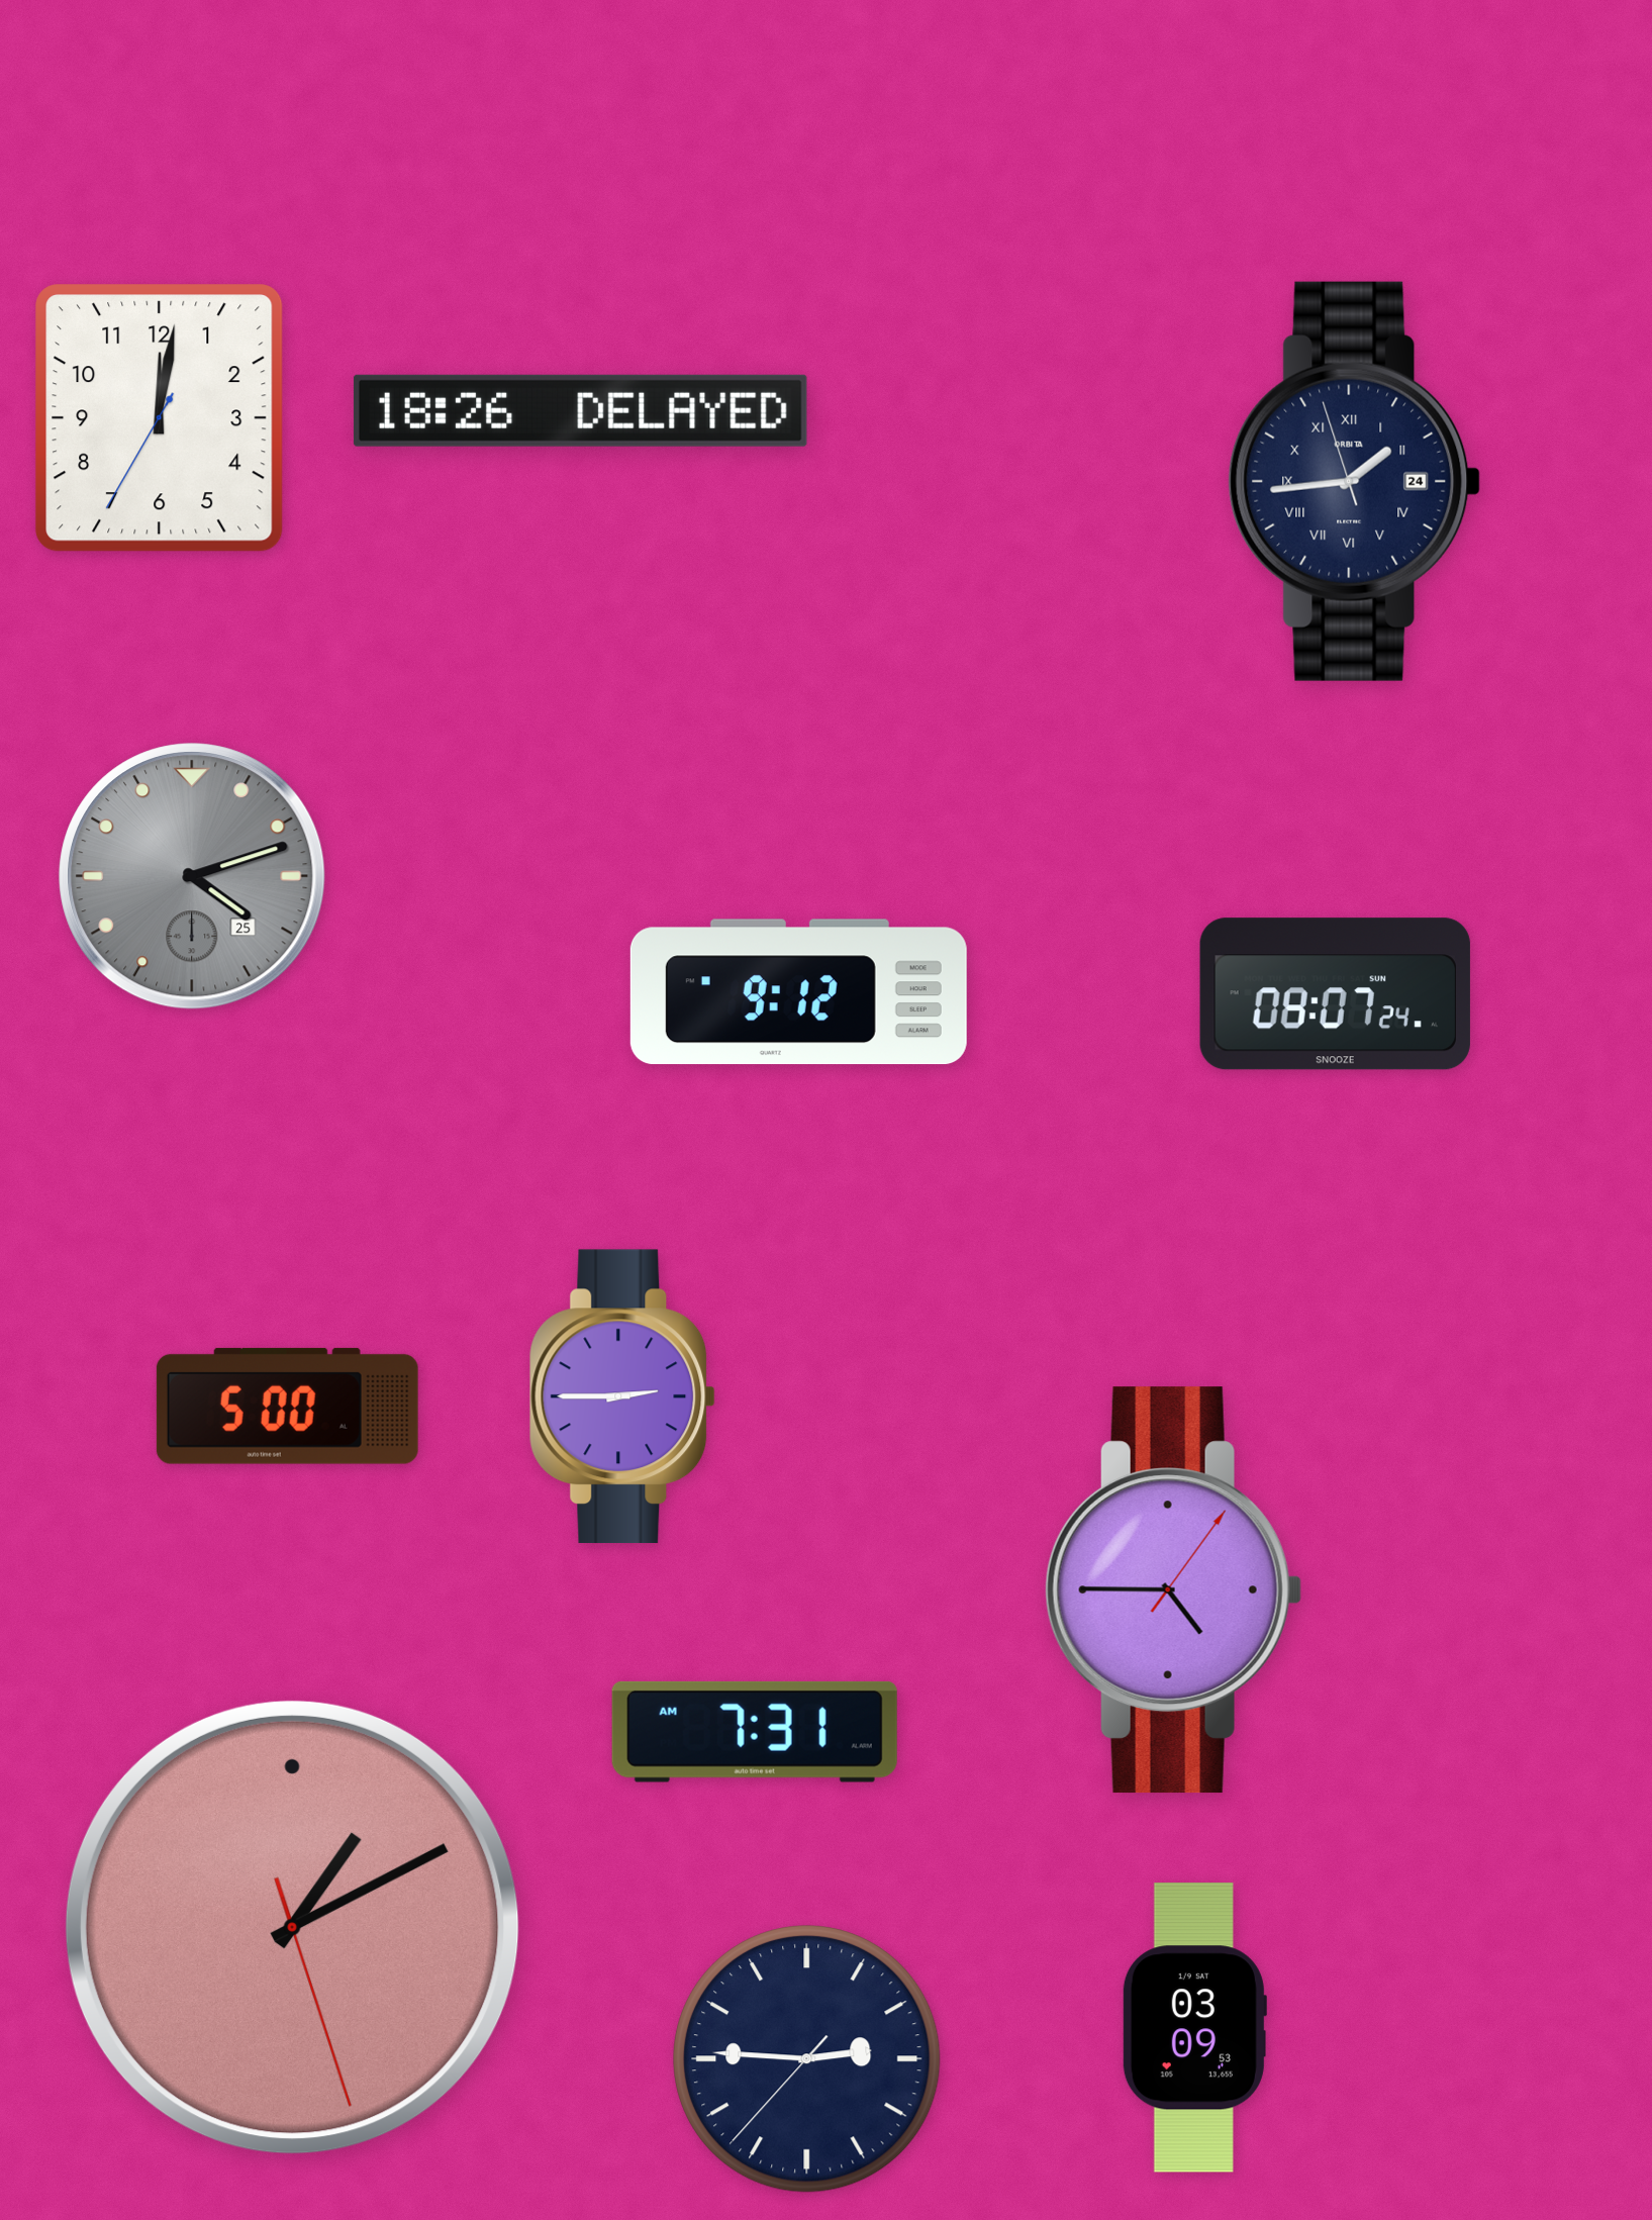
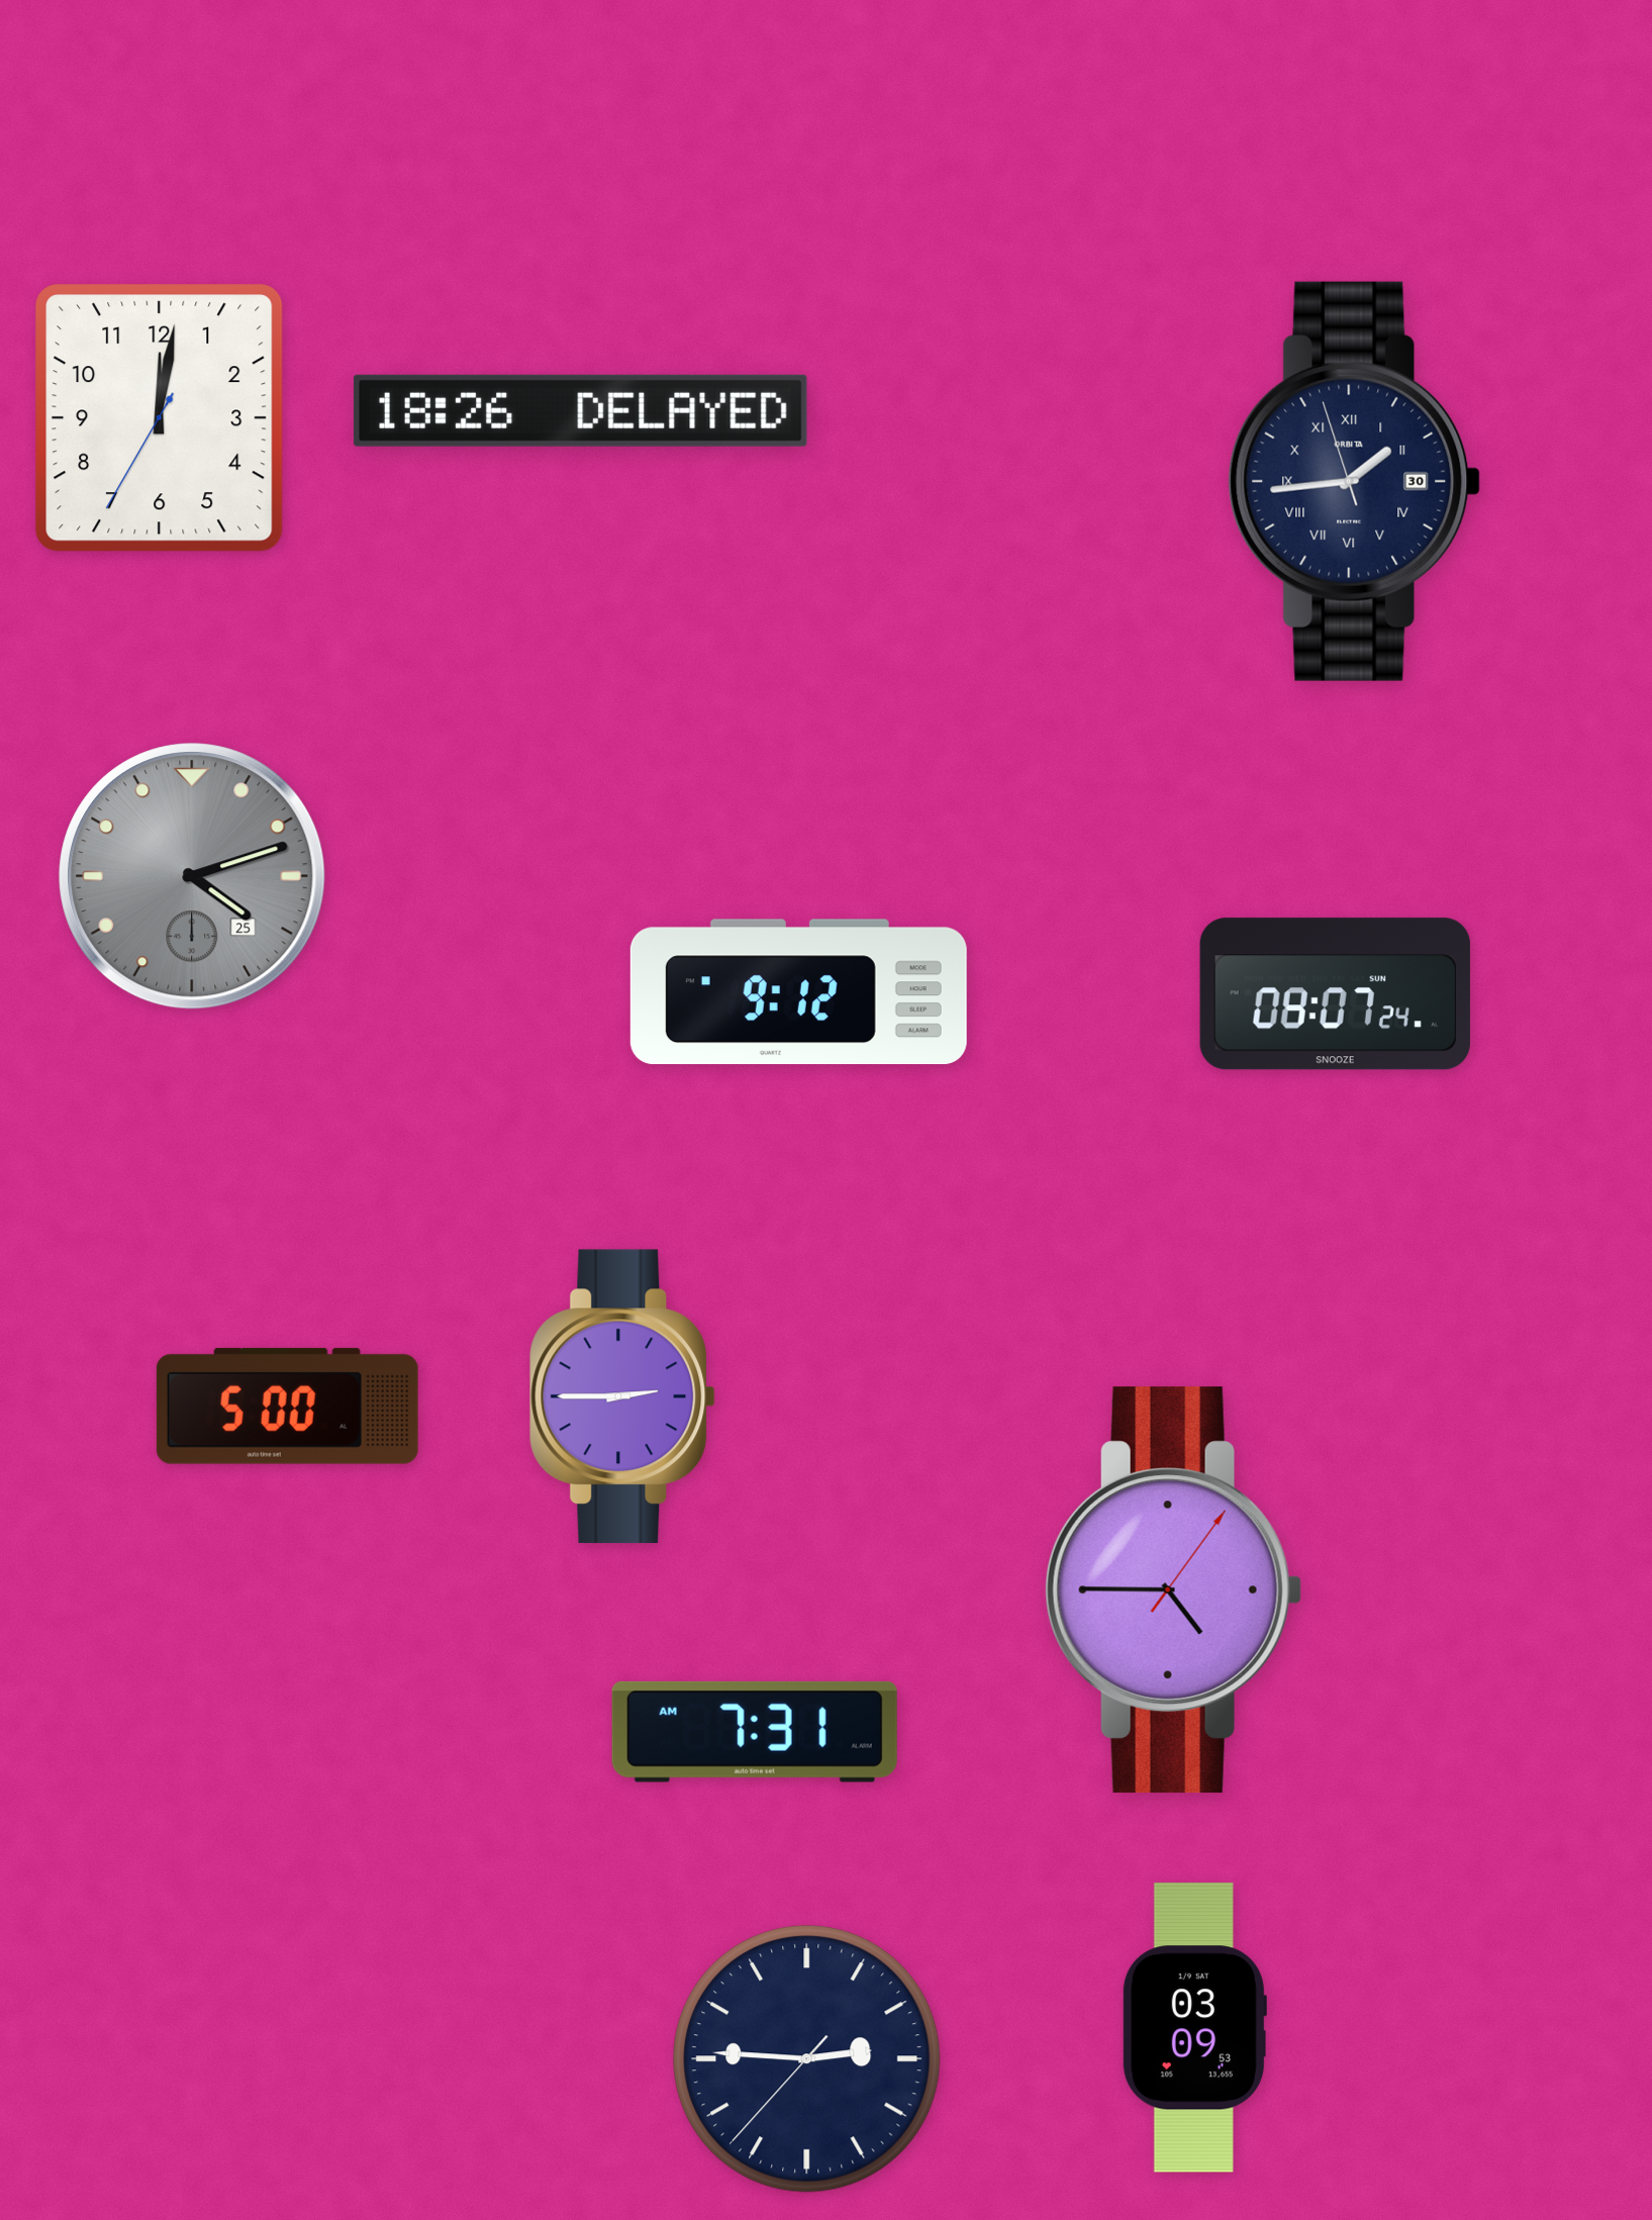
clock at (1355, 481) date: 24 -> 30
clock at (292, 1927): 1:10 -> none
